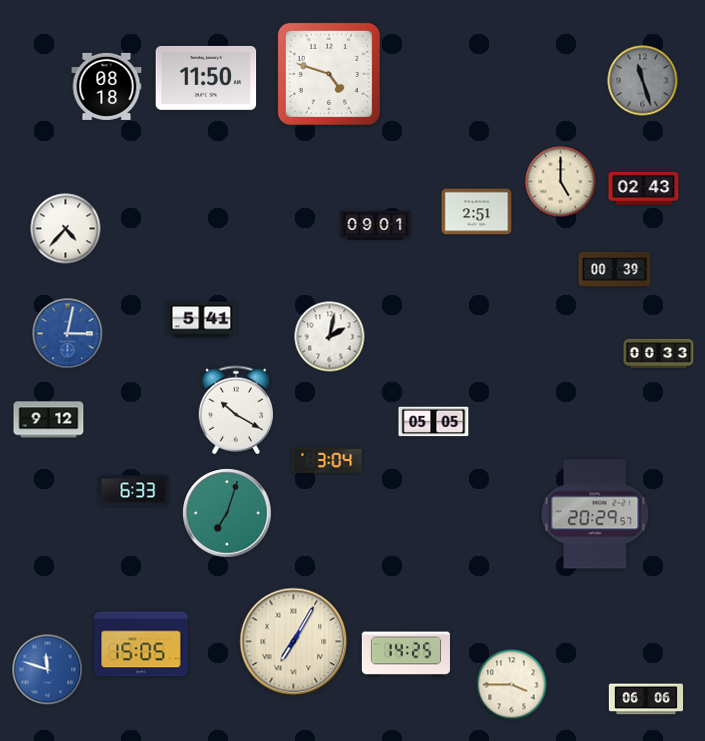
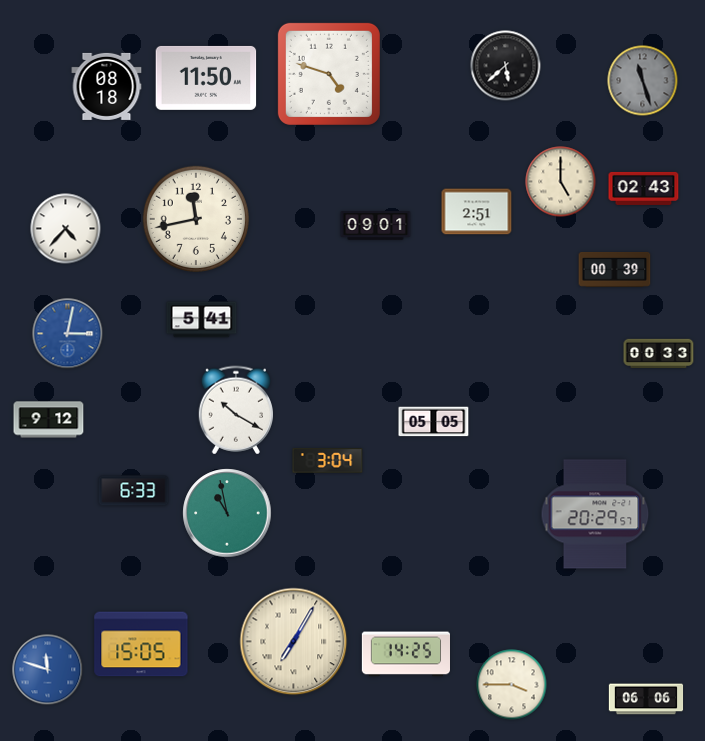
clock at (506, 66): none -> 5:38
clock at (195, 218): none -> 11:43
clock at (330, 337): 2:02 -> none
clock at (227, 513): 7:03 -> 10:58
